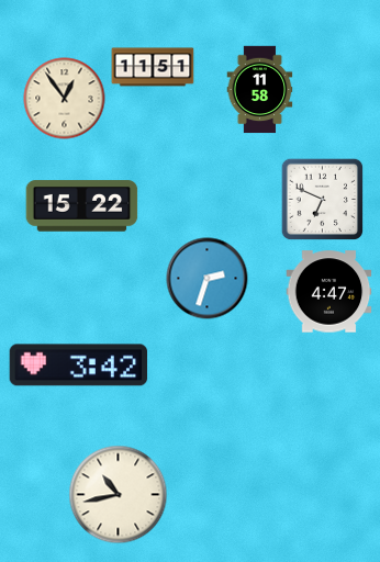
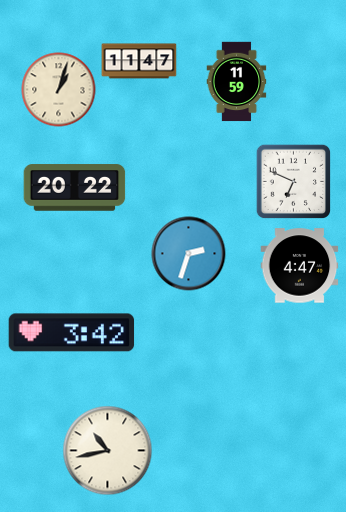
clock at (153, 67): 11:51 -> 11:47
clock at (260, 90): 11:58 -> 11:59
clock at (65, 99): 12:54 -> 1:03
clock at (82, 206): 15:22 -> 20:22
